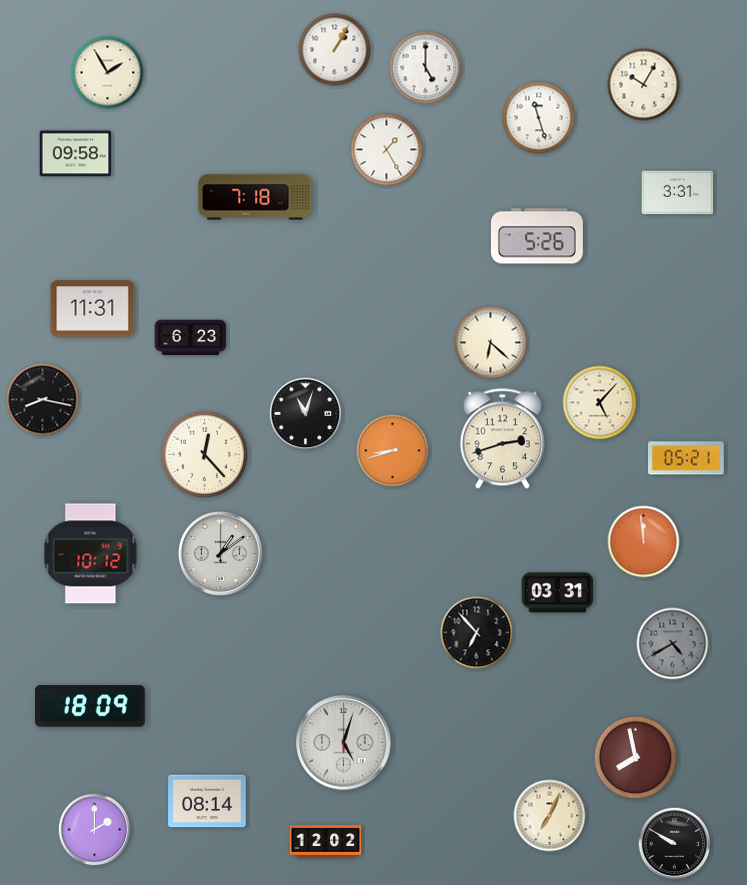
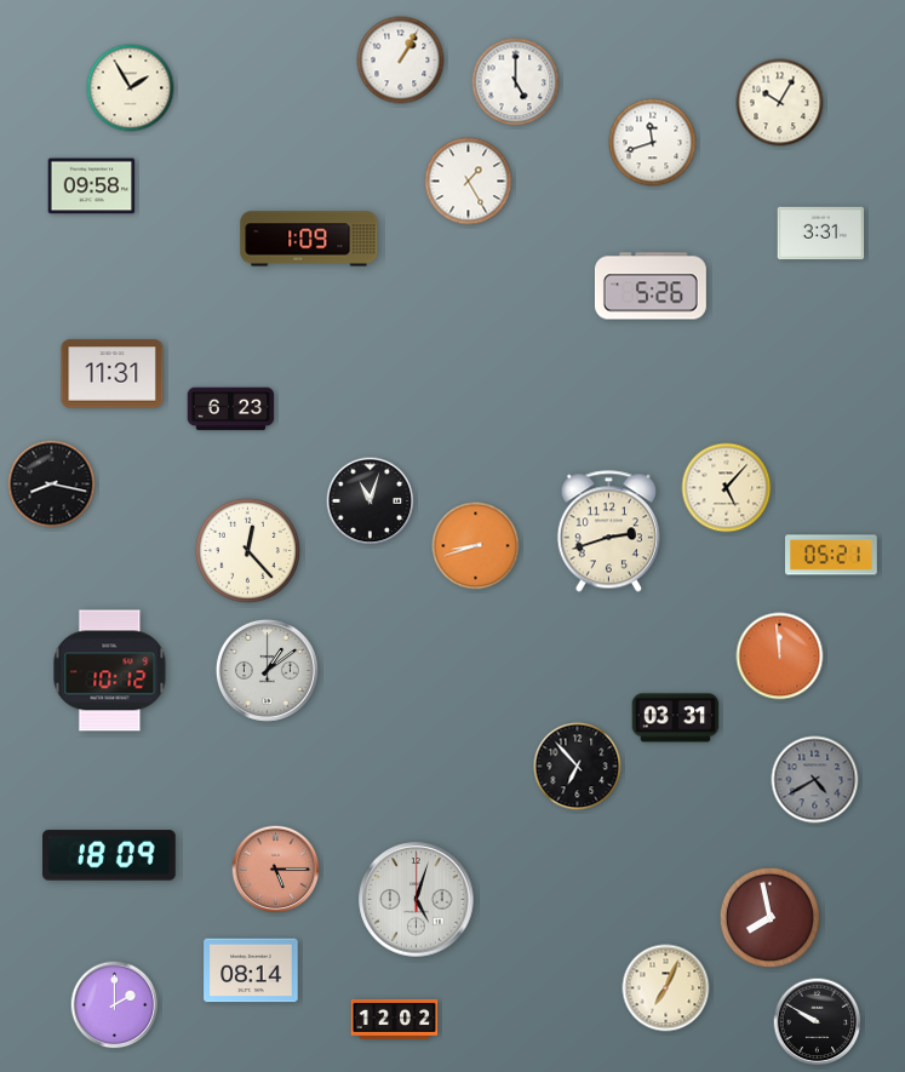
clock at (335, 50) position: (335, 50) -> (401, 61)
clock at (539, 118): 11:27 -> 11:42
clock at (255, 197): 7:18 -> 1:09
clock at (491, 343): 6:22 -> none
clock at (276, 870): none -> 5:15
